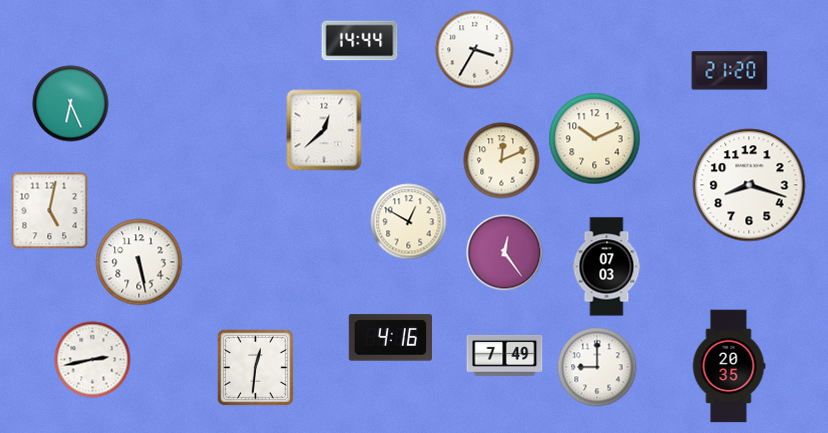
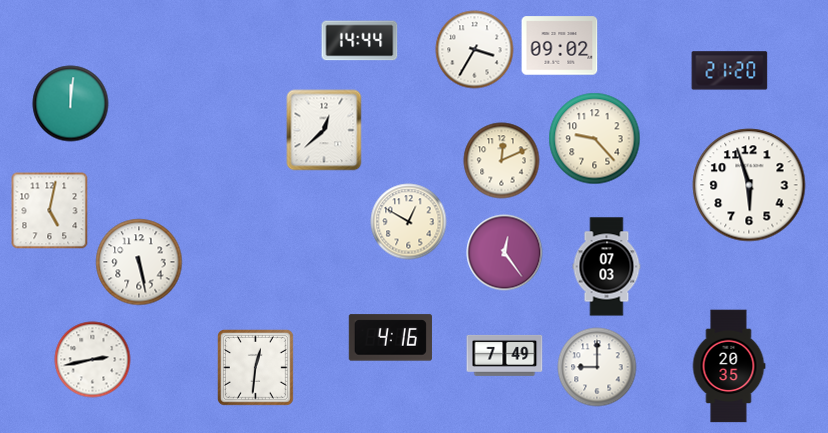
clock at (560, 46): none -> 09:02
clock at (71, 104): 6:26 -> 12:01
clock at (595, 139): 10:11 -> 9:23
clock at (749, 185): 8:18 -> 5:57
